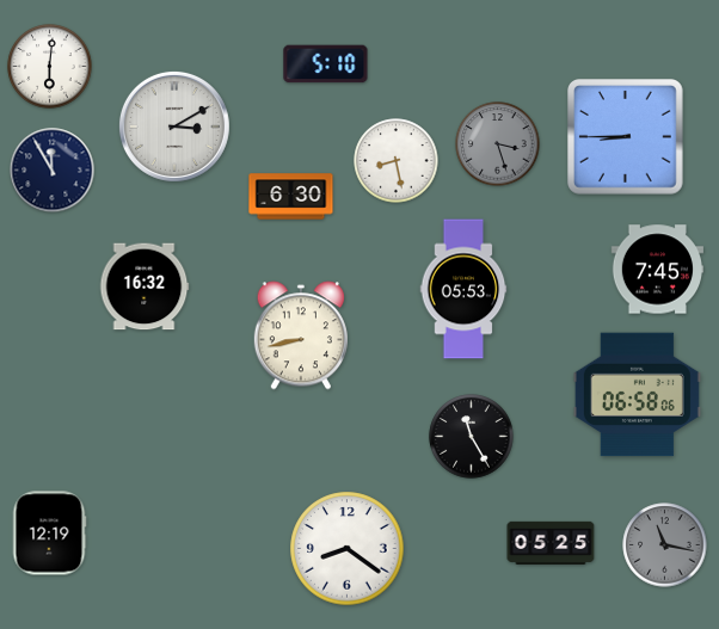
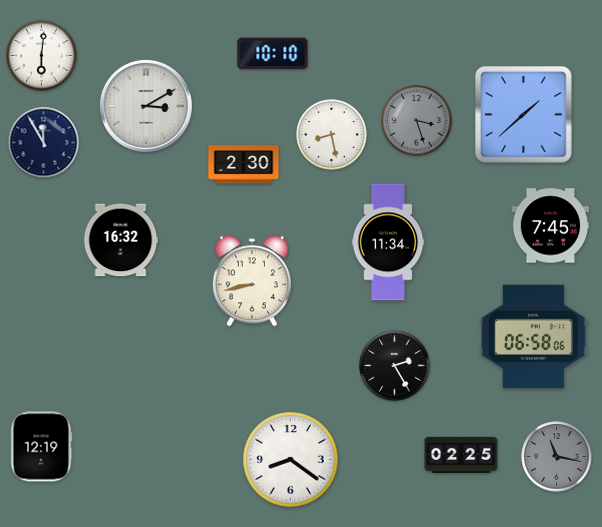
clock at (326, 64): 5:10 -> 10:10
clock at (626, 137): 8:45 -> 1:38
clock at (291, 197): 6:30 -> 2:30
clock at (463, 289): 05:53 -> 11:34
clock at (637, 395) position: (637, 395) -> (533, 337)
clock at (472, 437): 11:25 -> 2:25
clock at (551, 542): 05:25 -> 02:25
